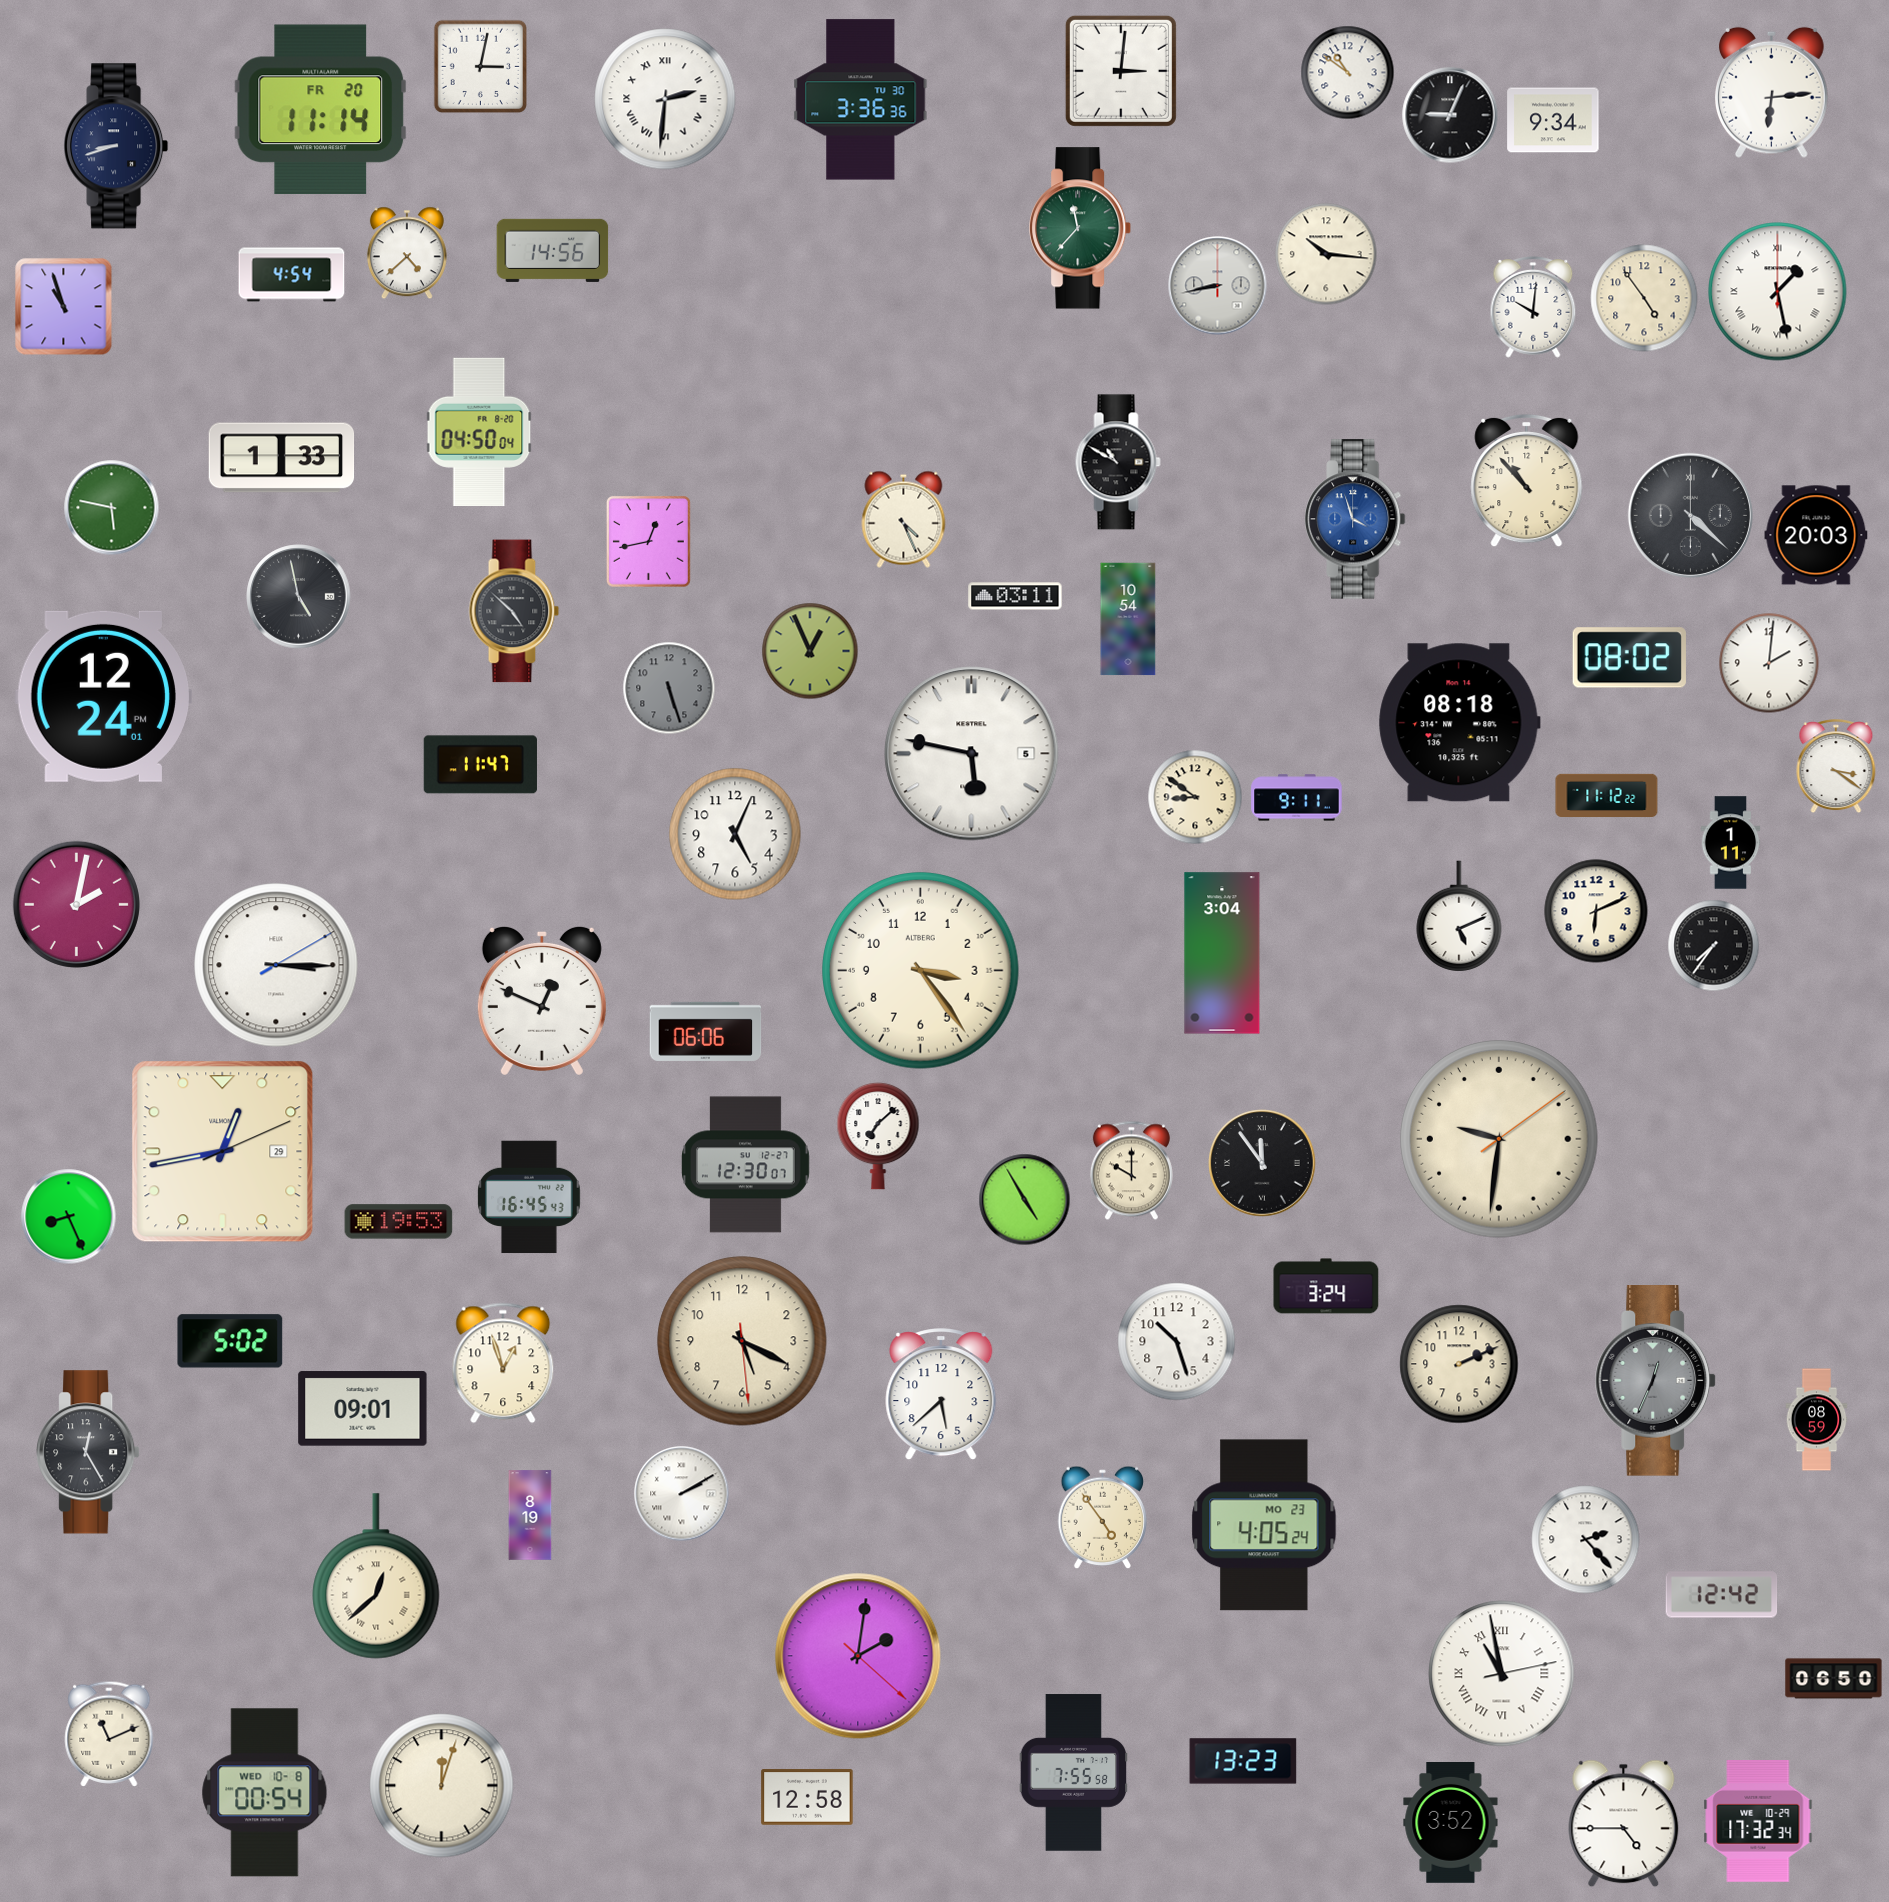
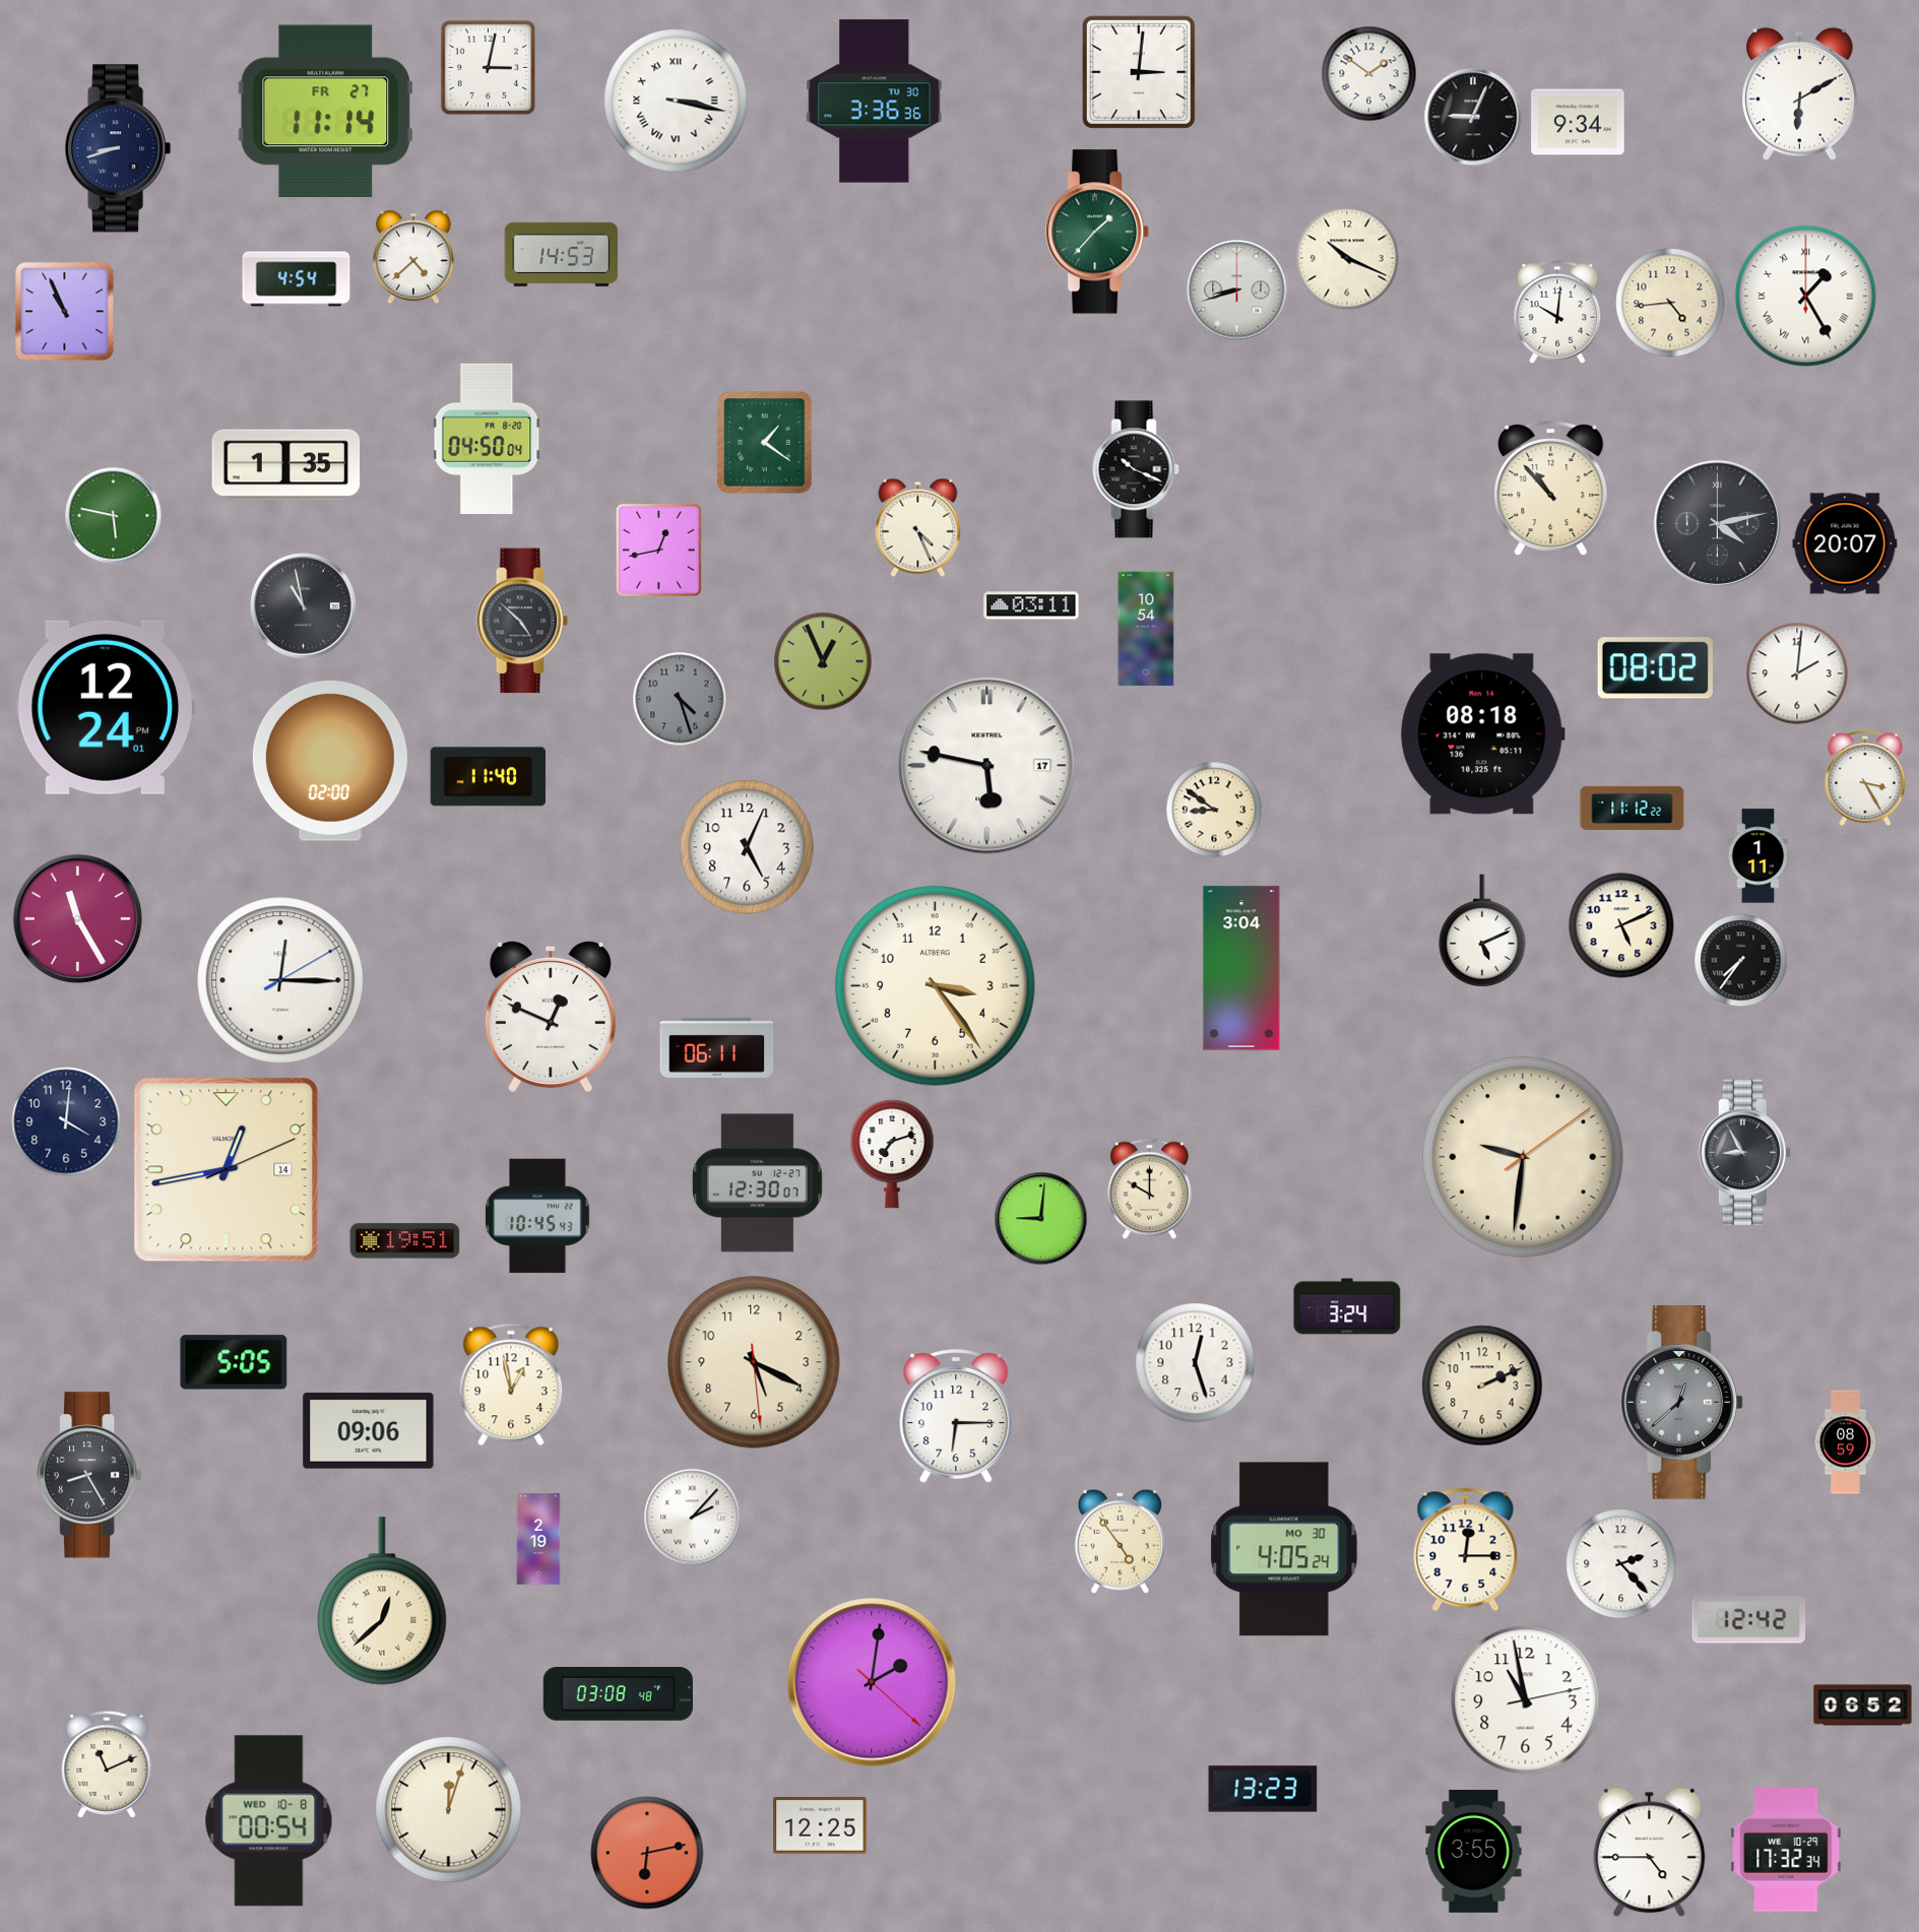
clock at (1348, 73): 10:51 -> 1:51
clock at (1772, 92): 6:14 -> 6:10
clock at (665, 99): 2:31 -> 3:17
clock at (321, 109) date: FR 20 -> FR 27
clock at (1081, 228): 11:37 -> 1:37
clock at (553, 250): 14:56 -> 14:53
clock at (1326, 254): 10:16 -> 10:19
clock at (1218, 286): 8:43 -> 8:42
clock at (1778, 292): 1:28 -> 1:25
clock at (1644, 298): 4:54 -> 4:44
clock at (64, 307): 10:57 -> 10:56
clock at (765, 443): none -> 1:21
clock at (282, 458): 1:33 -> 1:35
clock at (1118, 462): 10:50 -> 10:19
clock at (1690, 515): 4:22 -> 4:13
clock at (1356, 519): 3:57 -> none
clock at (1816, 535): 20:03 -> 20:07
clock at (299, 597): 4:58 -> 10:58
clock at (669, 688): 5:27 -> 4:27
clock at (330, 761): none -> 02:00
clock at (972, 754) date: 5 -> 17
clock at (480, 765): 11:47 -> 11:40
clock at (1836, 767): 3:21 -> 3:25
clock at (1297, 798): 9:11 -> none
clock at (76, 904): 2:02 -> 11:25
clock at (1596, 911): 6:11 -> 5:11
clock at (276, 965): 3:15 -> 12:15
clock at (706, 1031): 06:06 -> 06:11
clock at (66, 1121): none -> 4:01
clock at (1745, 1153): none -> 8:55
clock at (878, 1136): 7:08 -> 7:12
clock at (223, 1152) date: 29 -> 14
clock at (1262, 1163): 11:54 -> none
clock at (529, 1197): 16:45 -> 10:45
clock at (1025, 1200): 4:55 -> 9:01
clock at (69, 1217): 8:26 -> none
clock at (399, 1222): 19:53 -> 19:51
clock at (230, 1341): 5:02 -> 5:05
clock at (1177, 1342): 10:27 -> 12:27
clock at (503, 1363): 12:57 -> 12:58
clock at (1656, 1381): 12:34 -> 12:38
clock at (941, 1395): 5:38 -> 6:15
clock at (363, 1409): 09:01 -> 09:06
clock at (88, 1452): 12:25 -> 8:25
clock at (682, 1494): 2:10 -> 2:07
clock at (530, 1515): 8:19 -> 2:19
clock at (1264, 1525) date: MO 23 -> MO 30
clock at (1466, 1550): none -> 12:15
clock at (1586, 1540) position: (1586, 1540) -> (1621, 1564)
clock at (618, 1694): none -> 03:08
clock at (1502, 1674) numerals: Roman -> Arabic
clock at (1834, 1679): 06:50 -> 06:52
clock at (109, 1734) position: (109, 1734) -> (107, 1764)
clock at (1074, 1773): 7:55 -> none
clock at (442, 1786) position: (442, 1786) -> (449, 1810)
clock at (807, 1797): 12:58 -> 12:25
clock at (1451, 1823): 3:52 -> 3:55
clock at (647, 1853): none -> 6:13
